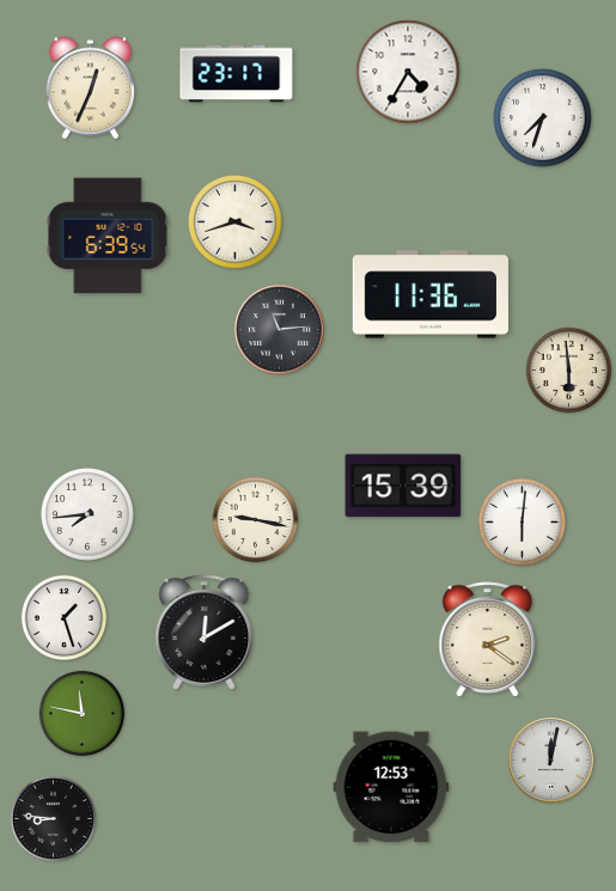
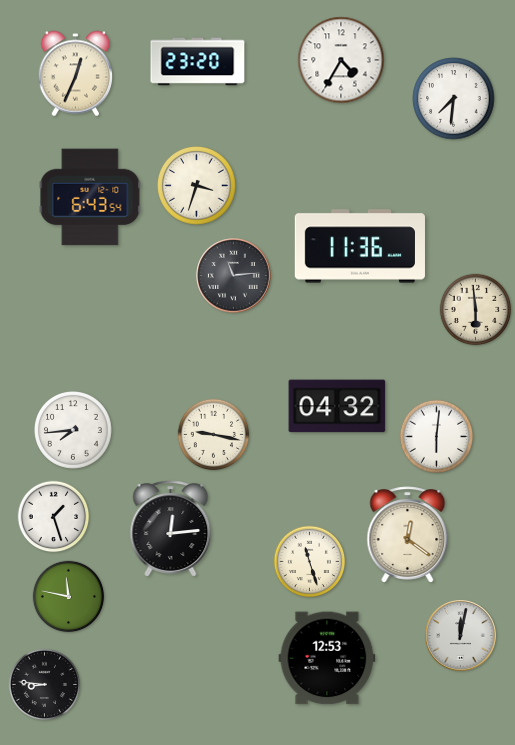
clock at (237, 74): 23:17 -> 23:20
clock at (543, 118): 7:33 -> 7:31
clock at (236, 222): 3:42 -> 3:33
clock at (108, 236): 6:39 -> 6:43
clock at (403, 486): 15:39 -> 04:32
clock at (205, 633): 12:10 -> 12:14
clock at (488, 640): 2:21 -> 12:21
clock at (310, 562): none -> 11:27
